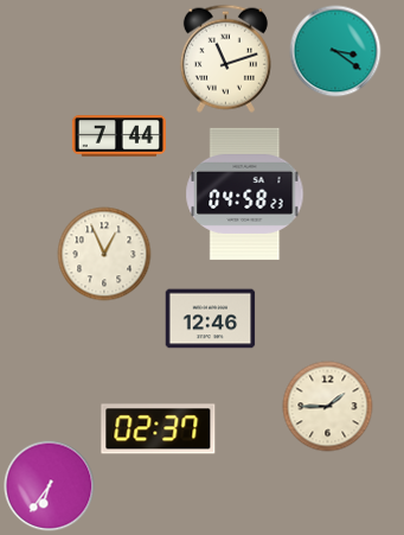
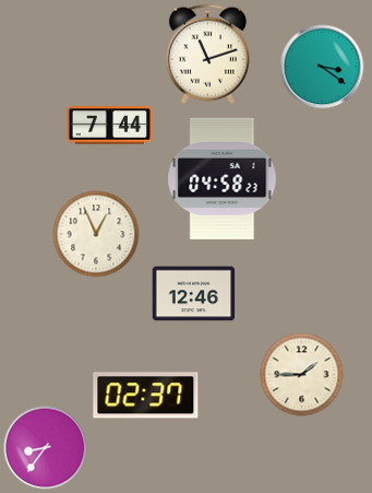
clock at (335, 51) position: (335, 51) -> (322, 67)
clock at (245, 193) position: (245, 193) -> (223, 178)
clock at (50, 486): 6:36 -> 8:36
